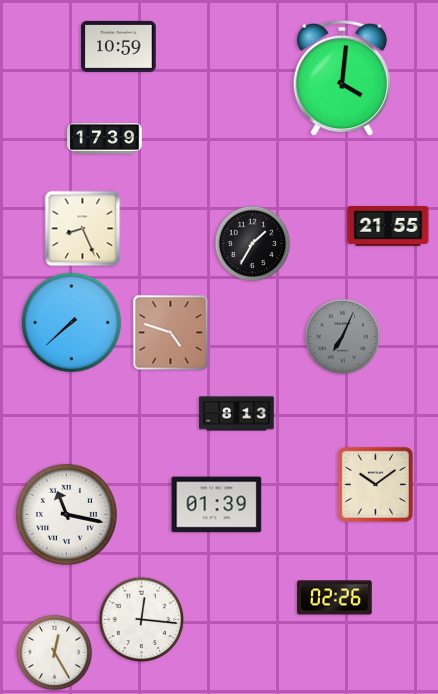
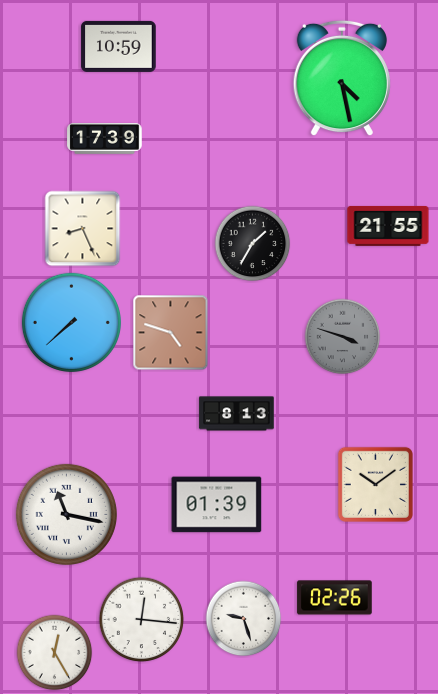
clock at (342, 78): 4:01 -> 4:28
clock at (343, 337): 7:04 -> 3:48
clock at (244, 619): none -> 9:27
